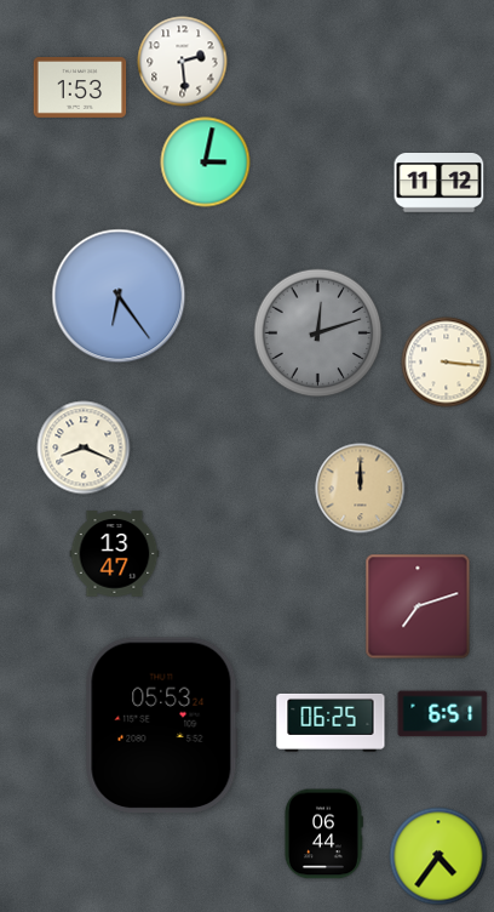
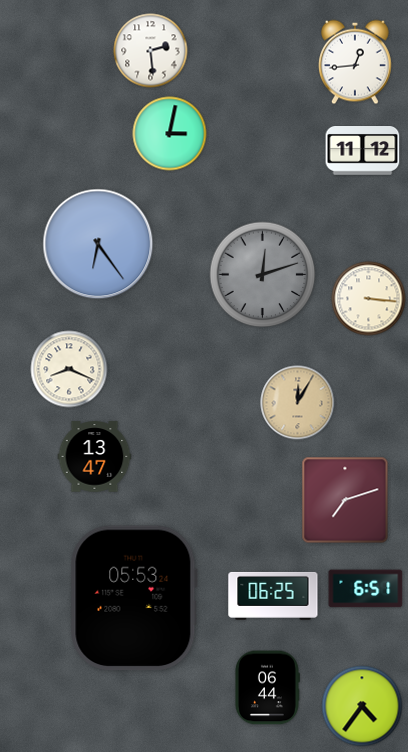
clock at (356, 62): none -> 12:44
clock at (80, 89): 1:53 -> none
clock at (361, 489): 12:00 -> 12:05
